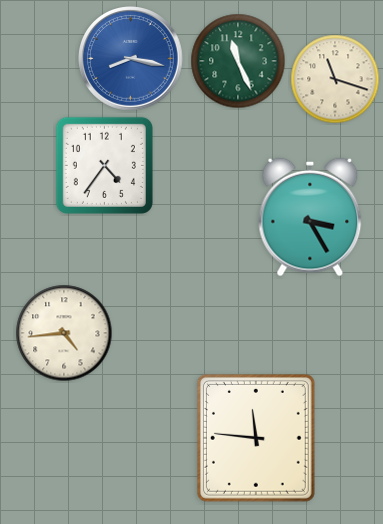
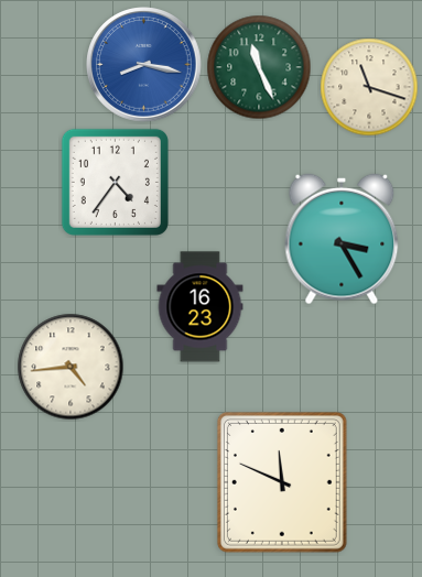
clock at (238, 61) position: (238, 61) -> (259, 67)
clock at (201, 307): none -> 16:23
clock at (256, 438): 11:46 -> 11:49
